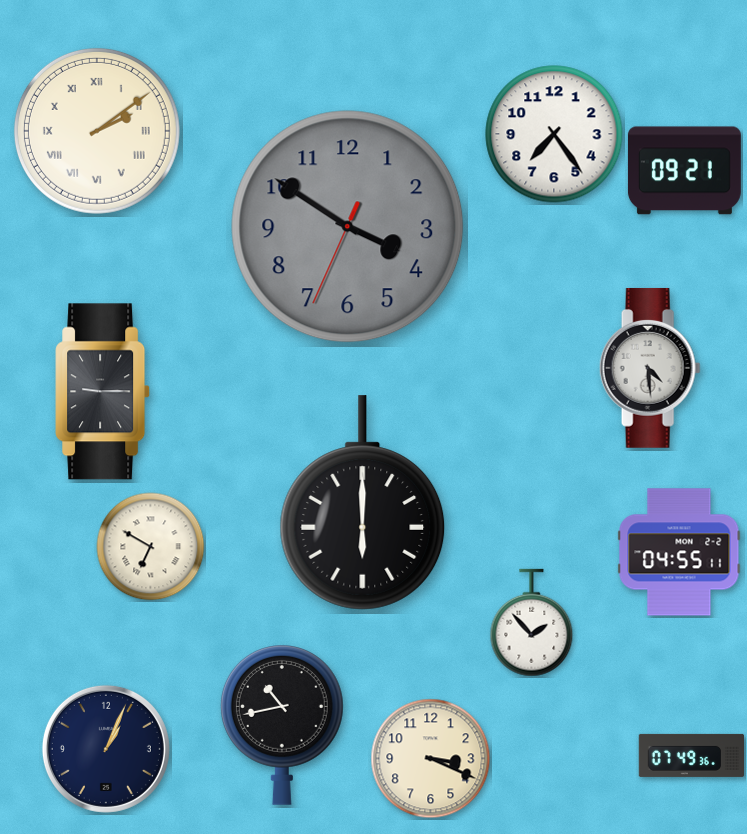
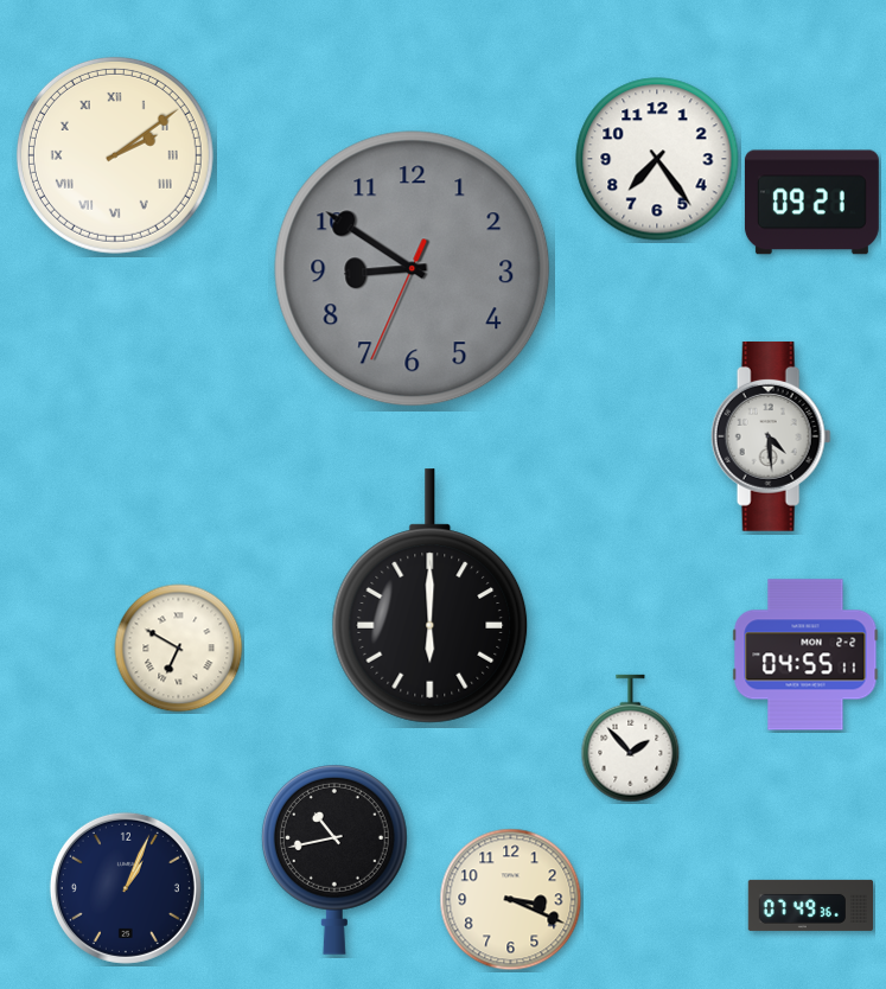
clock at (348, 227): 3:50 -> 8:50
clock at (103, 392): 9:15 -> none
clock at (691, 755) position: (691, 755) -> (810, 905)
